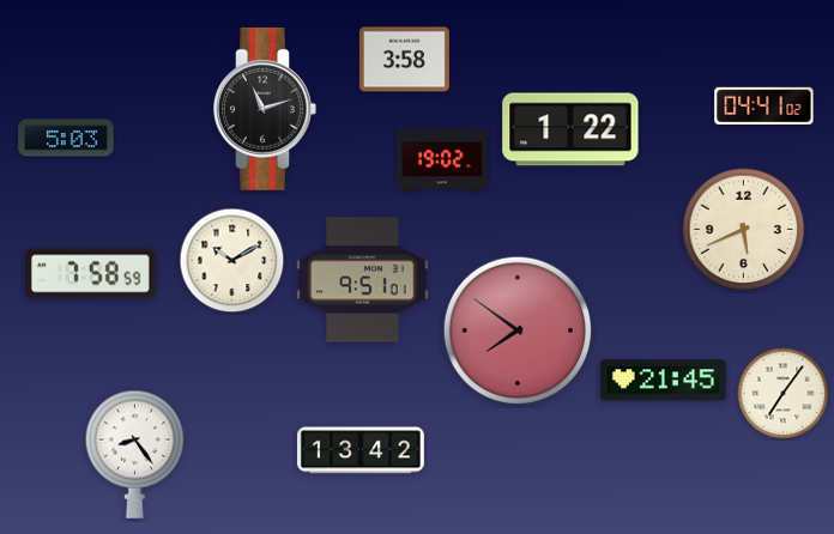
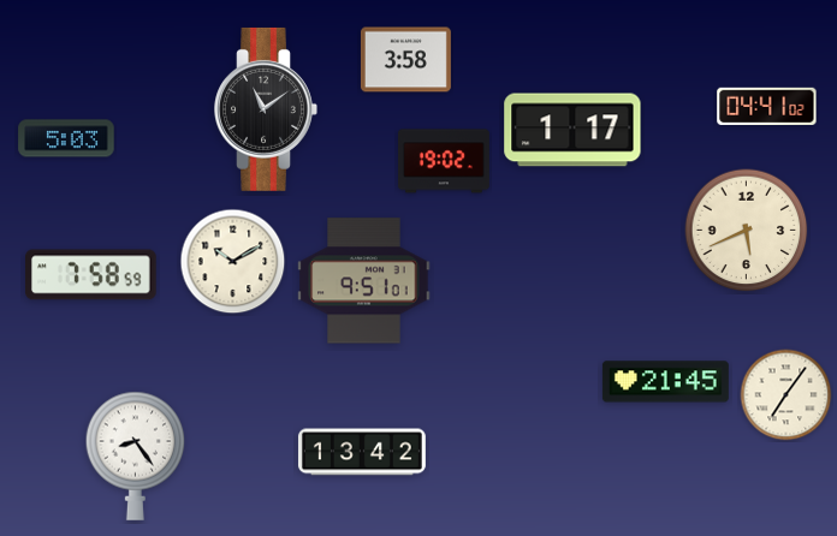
clock at (265, 109): 11:12 -> 11:09
clock at (570, 129): 1:22 -> 1:17
clock at (518, 330): 7:51 -> none
